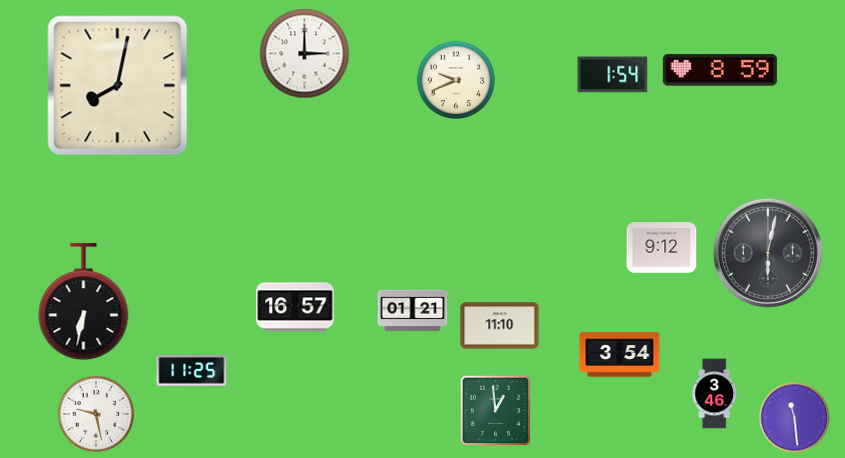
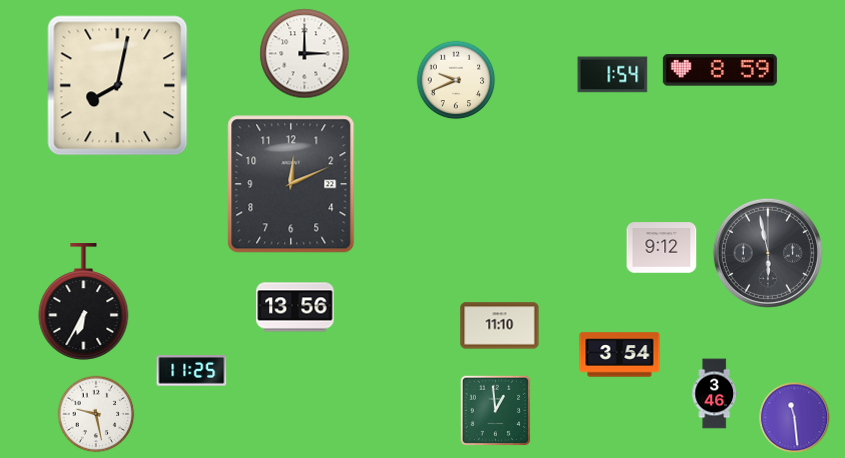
clock at (291, 184): none -> 12:11
clock at (768, 253): 6:02 -> 5:58
clock at (84, 302): 6:32 -> 6:35
clock at (295, 307): 16:57 -> 13:56
clock at (413, 311): 01:21 -> none
